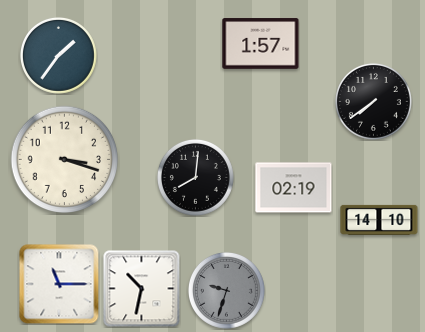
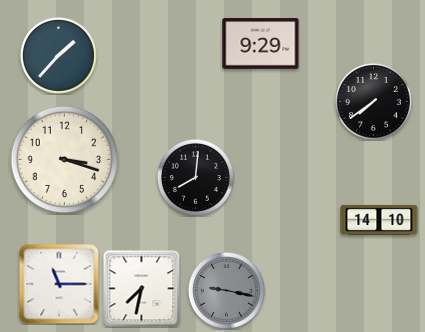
clock at (261, 44): 1:57 -> 9:29
clock at (58, 55): 1:36 -> 1:37
clock at (294, 188): 02:19 -> none
clock at (142, 289): 10:32 -> 7:32
clock at (226, 290): 9:33 -> 9:17
